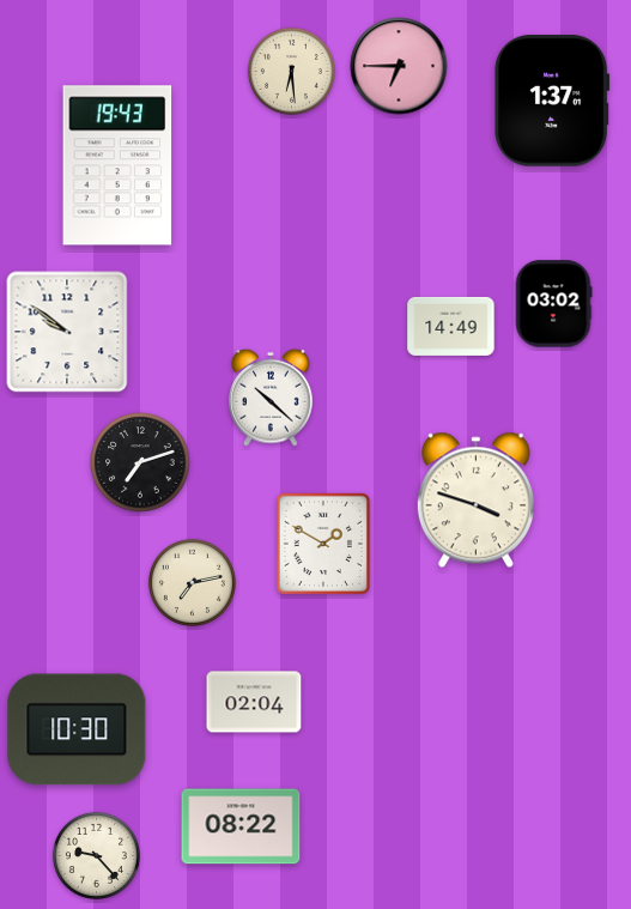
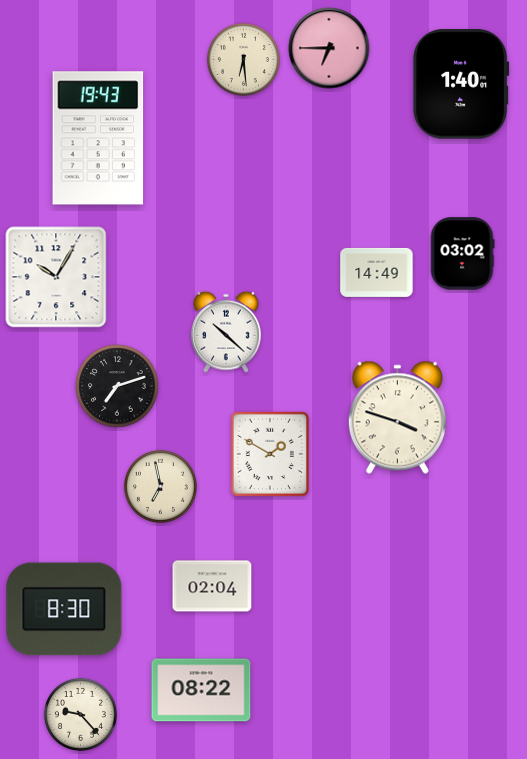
clock at (399, 66) position: (399, 66) -> (329, 48)
clock at (552, 101): 1:37 -> 1:40
clock at (67, 332): 9:51 -> 10:05
clock at (192, 582): 7:13 -> 6:58
clock at (77, 729): 10:30 -> 8:30
